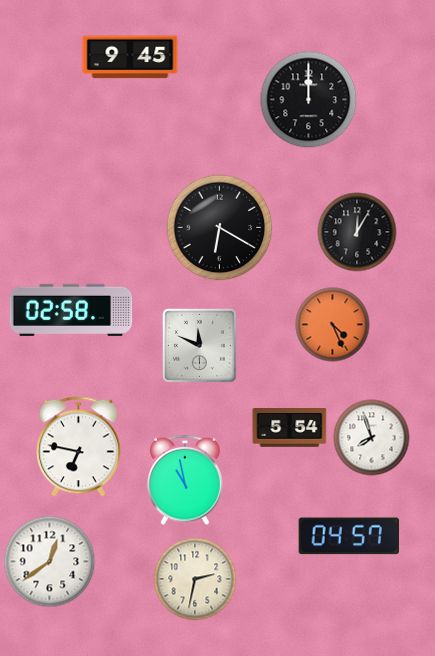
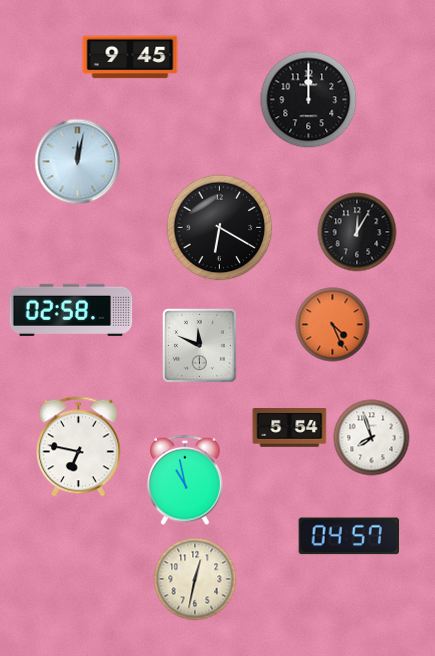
clock at (78, 162): none -> 12:02
clock at (50, 562): 12:39 -> none
clock at (195, 579): 2:32 -> 12:32
